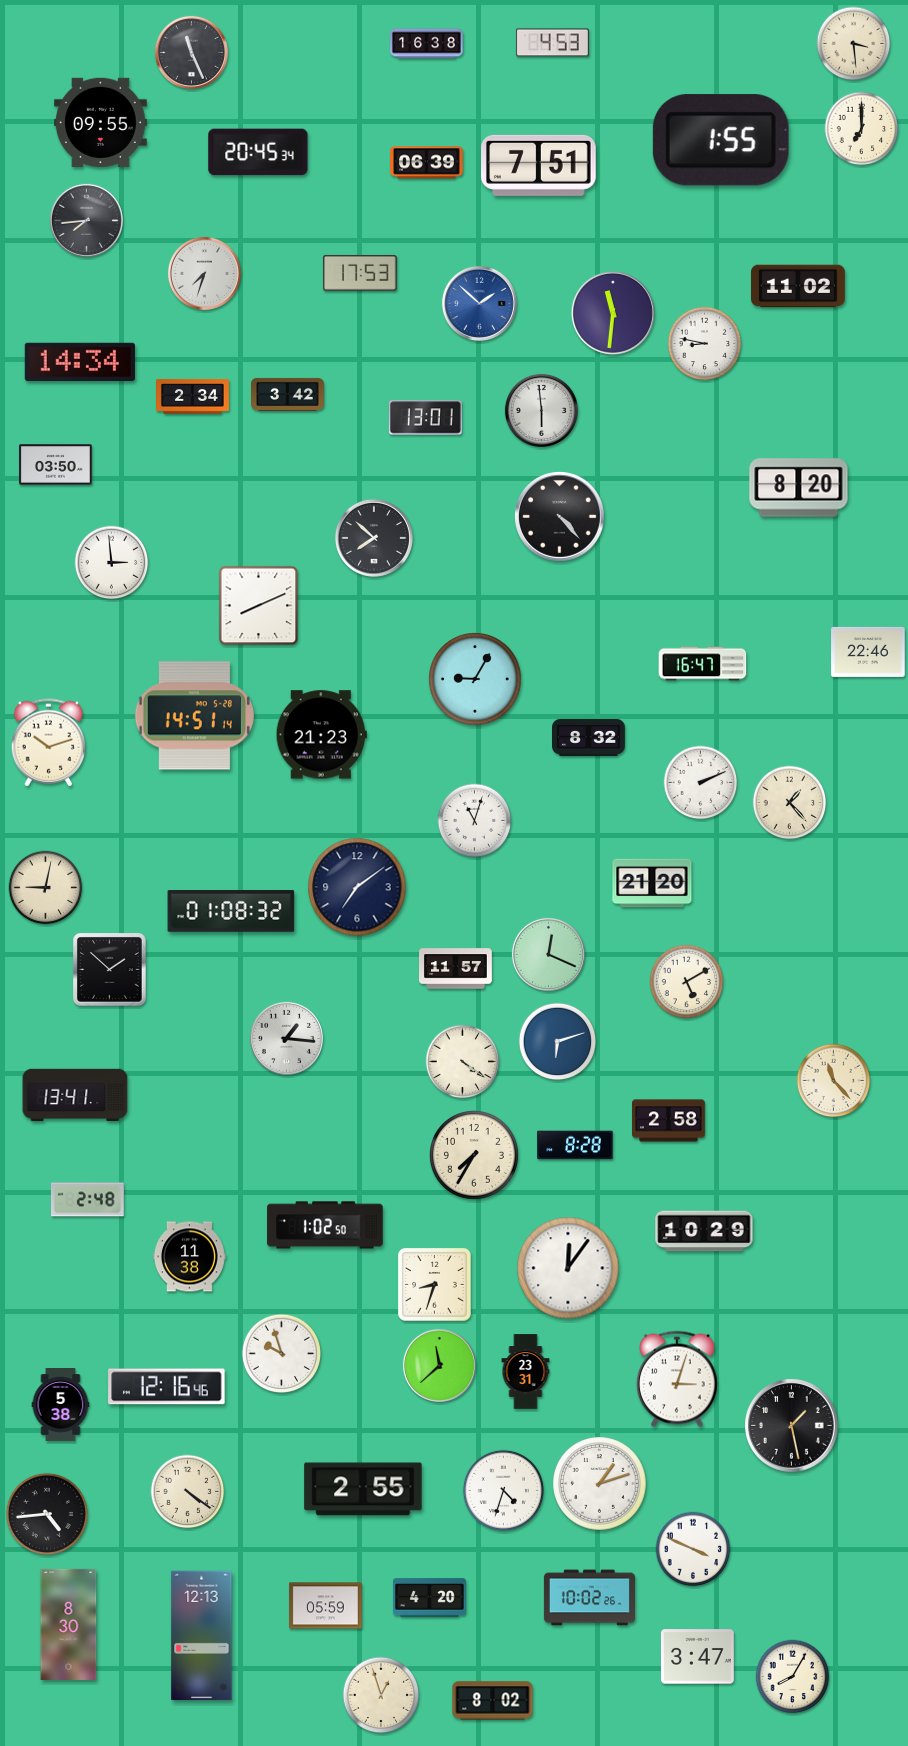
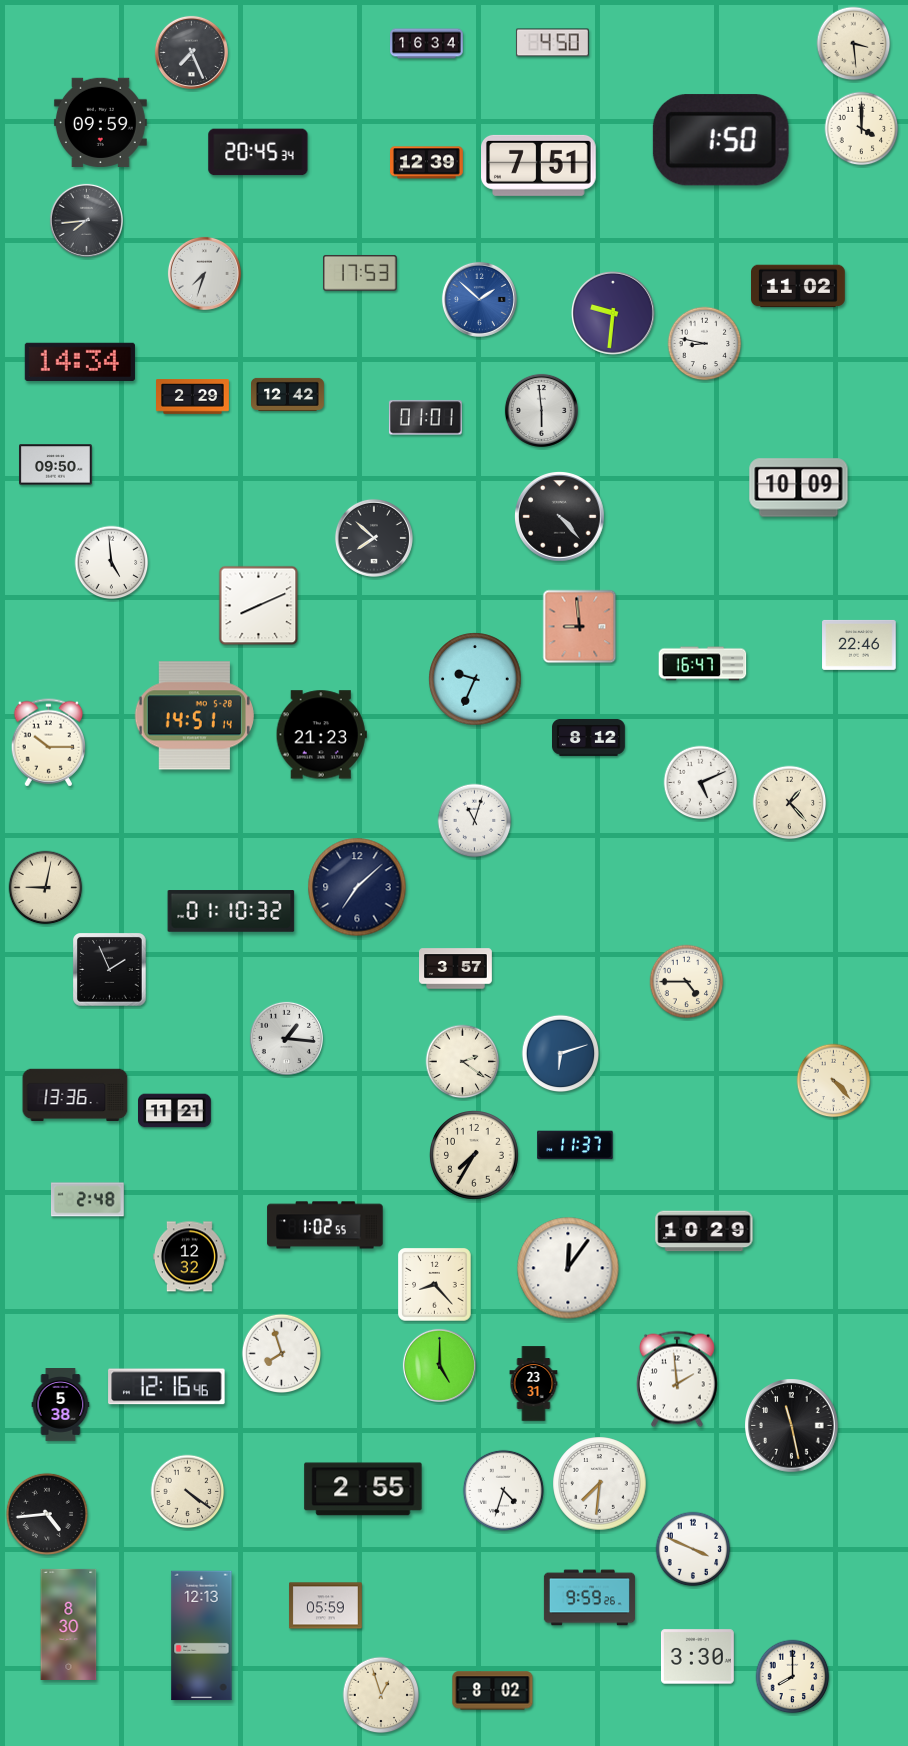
clock at (552, 43): 4:53 -> 4:50
clock at (427, 44): 16:38 -> 16:34
clock at (191, 52): 11:26 -> 7:26
clock at (100, 122): 09:55 -> 09:59
clock at (862, 129): 7:00 -> 4:00
clock at (721, 140): 1:55 -> 1:50
clock at (427, 163): 06:39 -> 12:39
clock at (479, 303) position: (479, 303) -> (479, 299)
clock at (613, 313): 11:31 -> 9:31
clock at (288, 394): 3:42 -> 12:42
clock at (193, 397): 2:34 -> 2:29
clock at (425, 418): 13:01 -> 01:01
clock at (56, 465): 03:50 -> 09:50
clock at (799, 488): 8:20 -> 10:09
clock at (112, 563): 2:59 -> 4:59
clock at (580, 627): none -> 8:59
clock at (868, 652) position: (868, 652) -> (859, 645)
clock at (475, 679): 9:05 -> 9:34
clock at (589, 737): 8:32 -> 8:12
clock at (48, 743): 10:12 -> 10:15
clock at (701, 783): 2:11 -> 5:11
clock at (652, 883): 21:20 -> none
clock at (357, 887): 7:09 -> 7:08
clock at (231, 911): 01:08 -> 01:10
clock at (548, 954): 12:19 -> none
clock at (456, 969): 11:57 -> 3:57
clock at (110, 970): 1:52 -> 1:56
clock at (687, 982): 5:10 -> 4:45
clock at (558, 1042) position: (558, 1042) -> (561, 1054)
clock at (463, 1062): 4:21 -> 2:21
clock at (834, 1081): 11:23 -> 4:23
clock at (75, 1095): 13:41 -> 13:36
clock at (175, 1111): none -> 11:21
clock at (669, 1121): 2:58 -> none
clock at (575, 1145): 8:28 -> 11:37
clock at (325, 1225): 1:02:50 -> 1:02:55
clock at (190, 1257): 11:38 -> 12:32
clock at (435, 1285): 8:33 -> 8:23
clock at (281, 1353): 9:57 -> 7:57
clock at (439, 1365): 11:38 -> 5:00
clock at (526, 1372) position: (526, 1372) -> (534, 1384)
clock at (677, 1379): 3:03 -> 1:59
clock at (792, 1426): 1:28 -> 11:28
clock at (600, 1484): 1:12 -> 7:31
clock at (429, 1598): 4:20 -> none
clock at (589, 1598): 10:02 -> 9:59
clock at (697, 1657): 3:47 -> 3:30
clock at (793, 1677): 8:05 -> 8:00
clock at (493, 1701) position: (493, 1701) -> (493, 1691)
